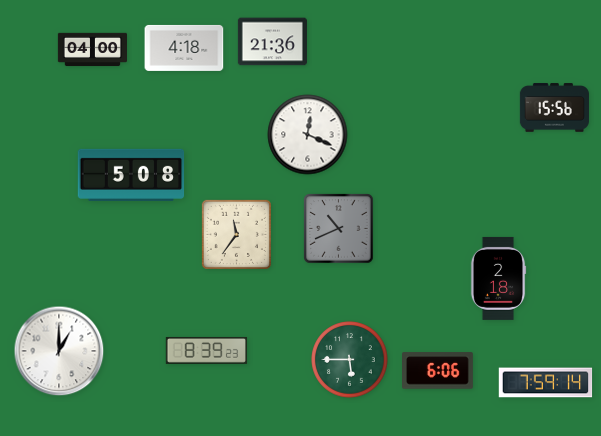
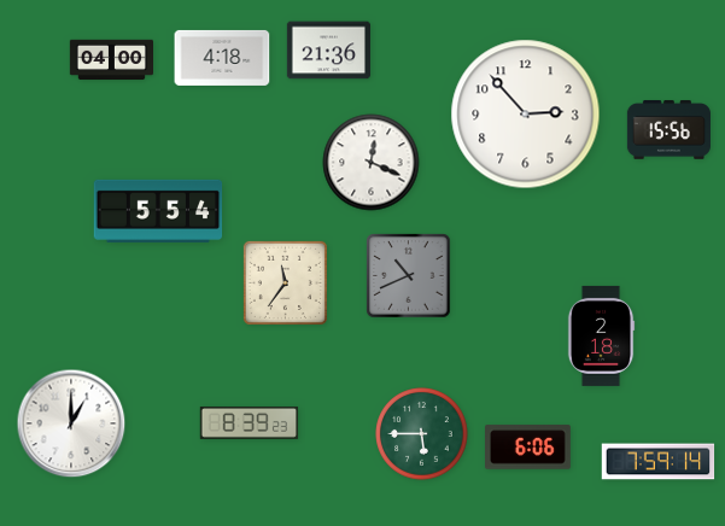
clock at (526, 115): none -> 2:53
clock at (131, 175): 5:08 -> 5:54
